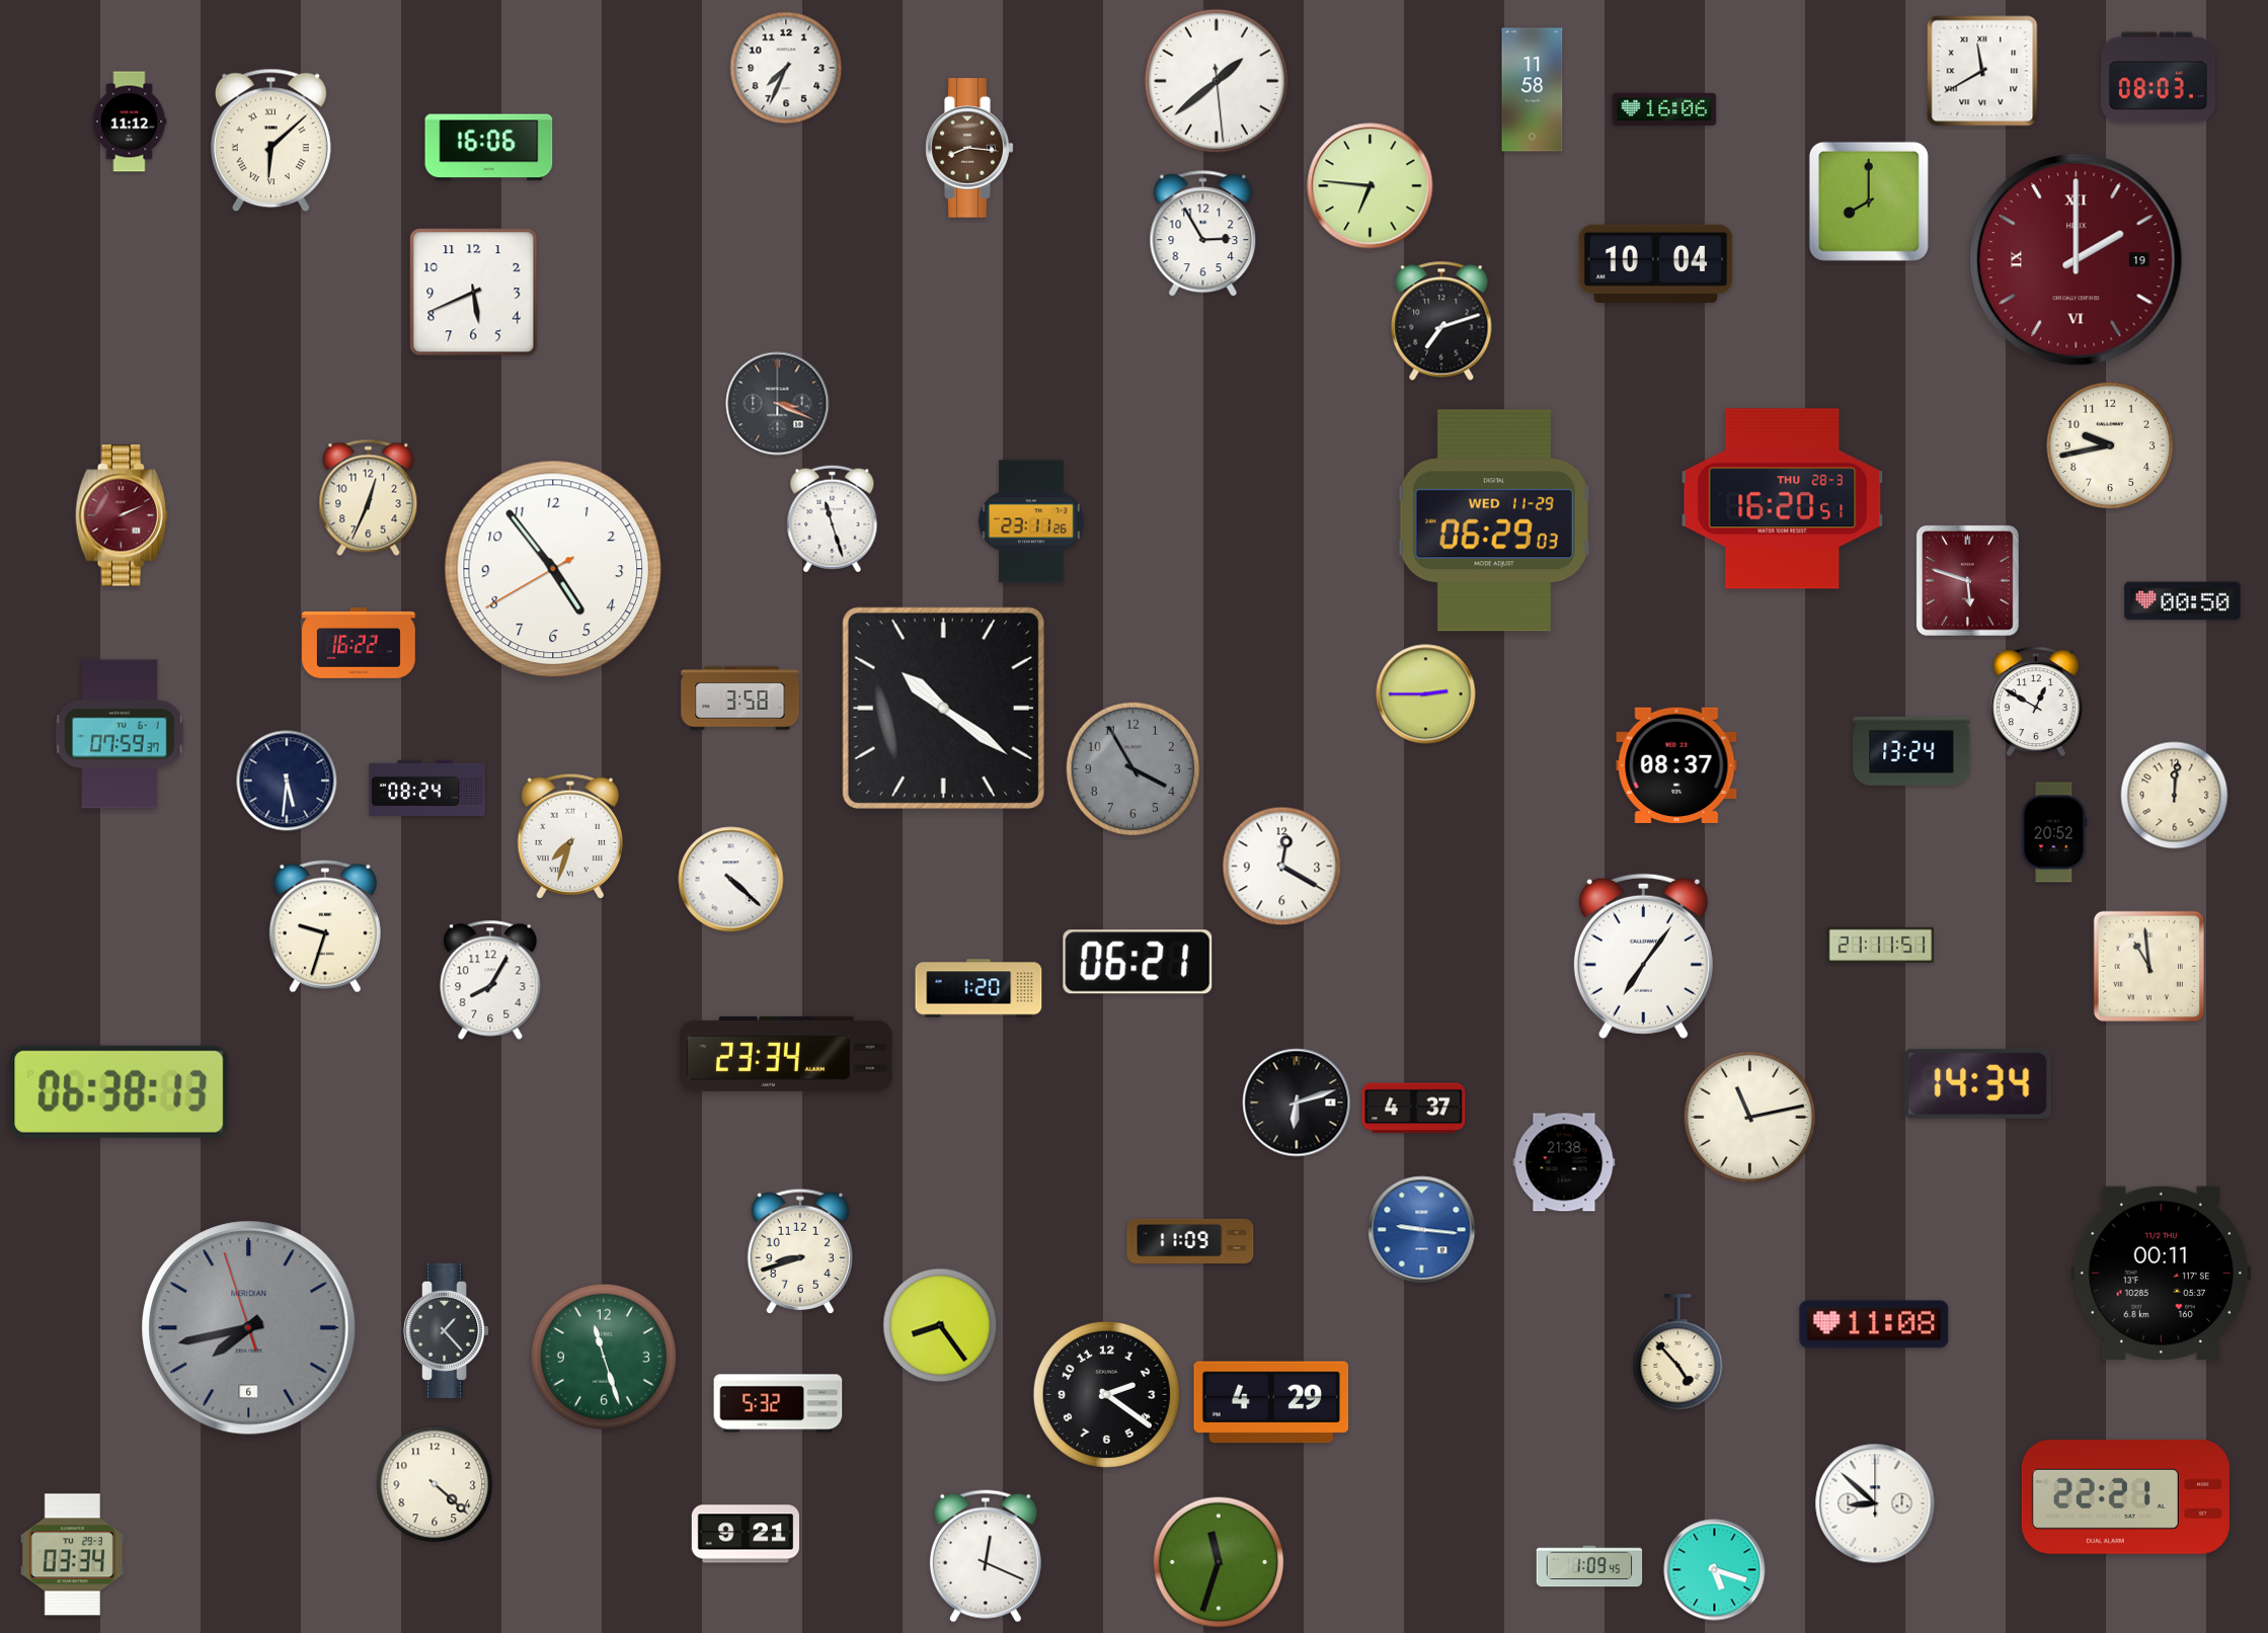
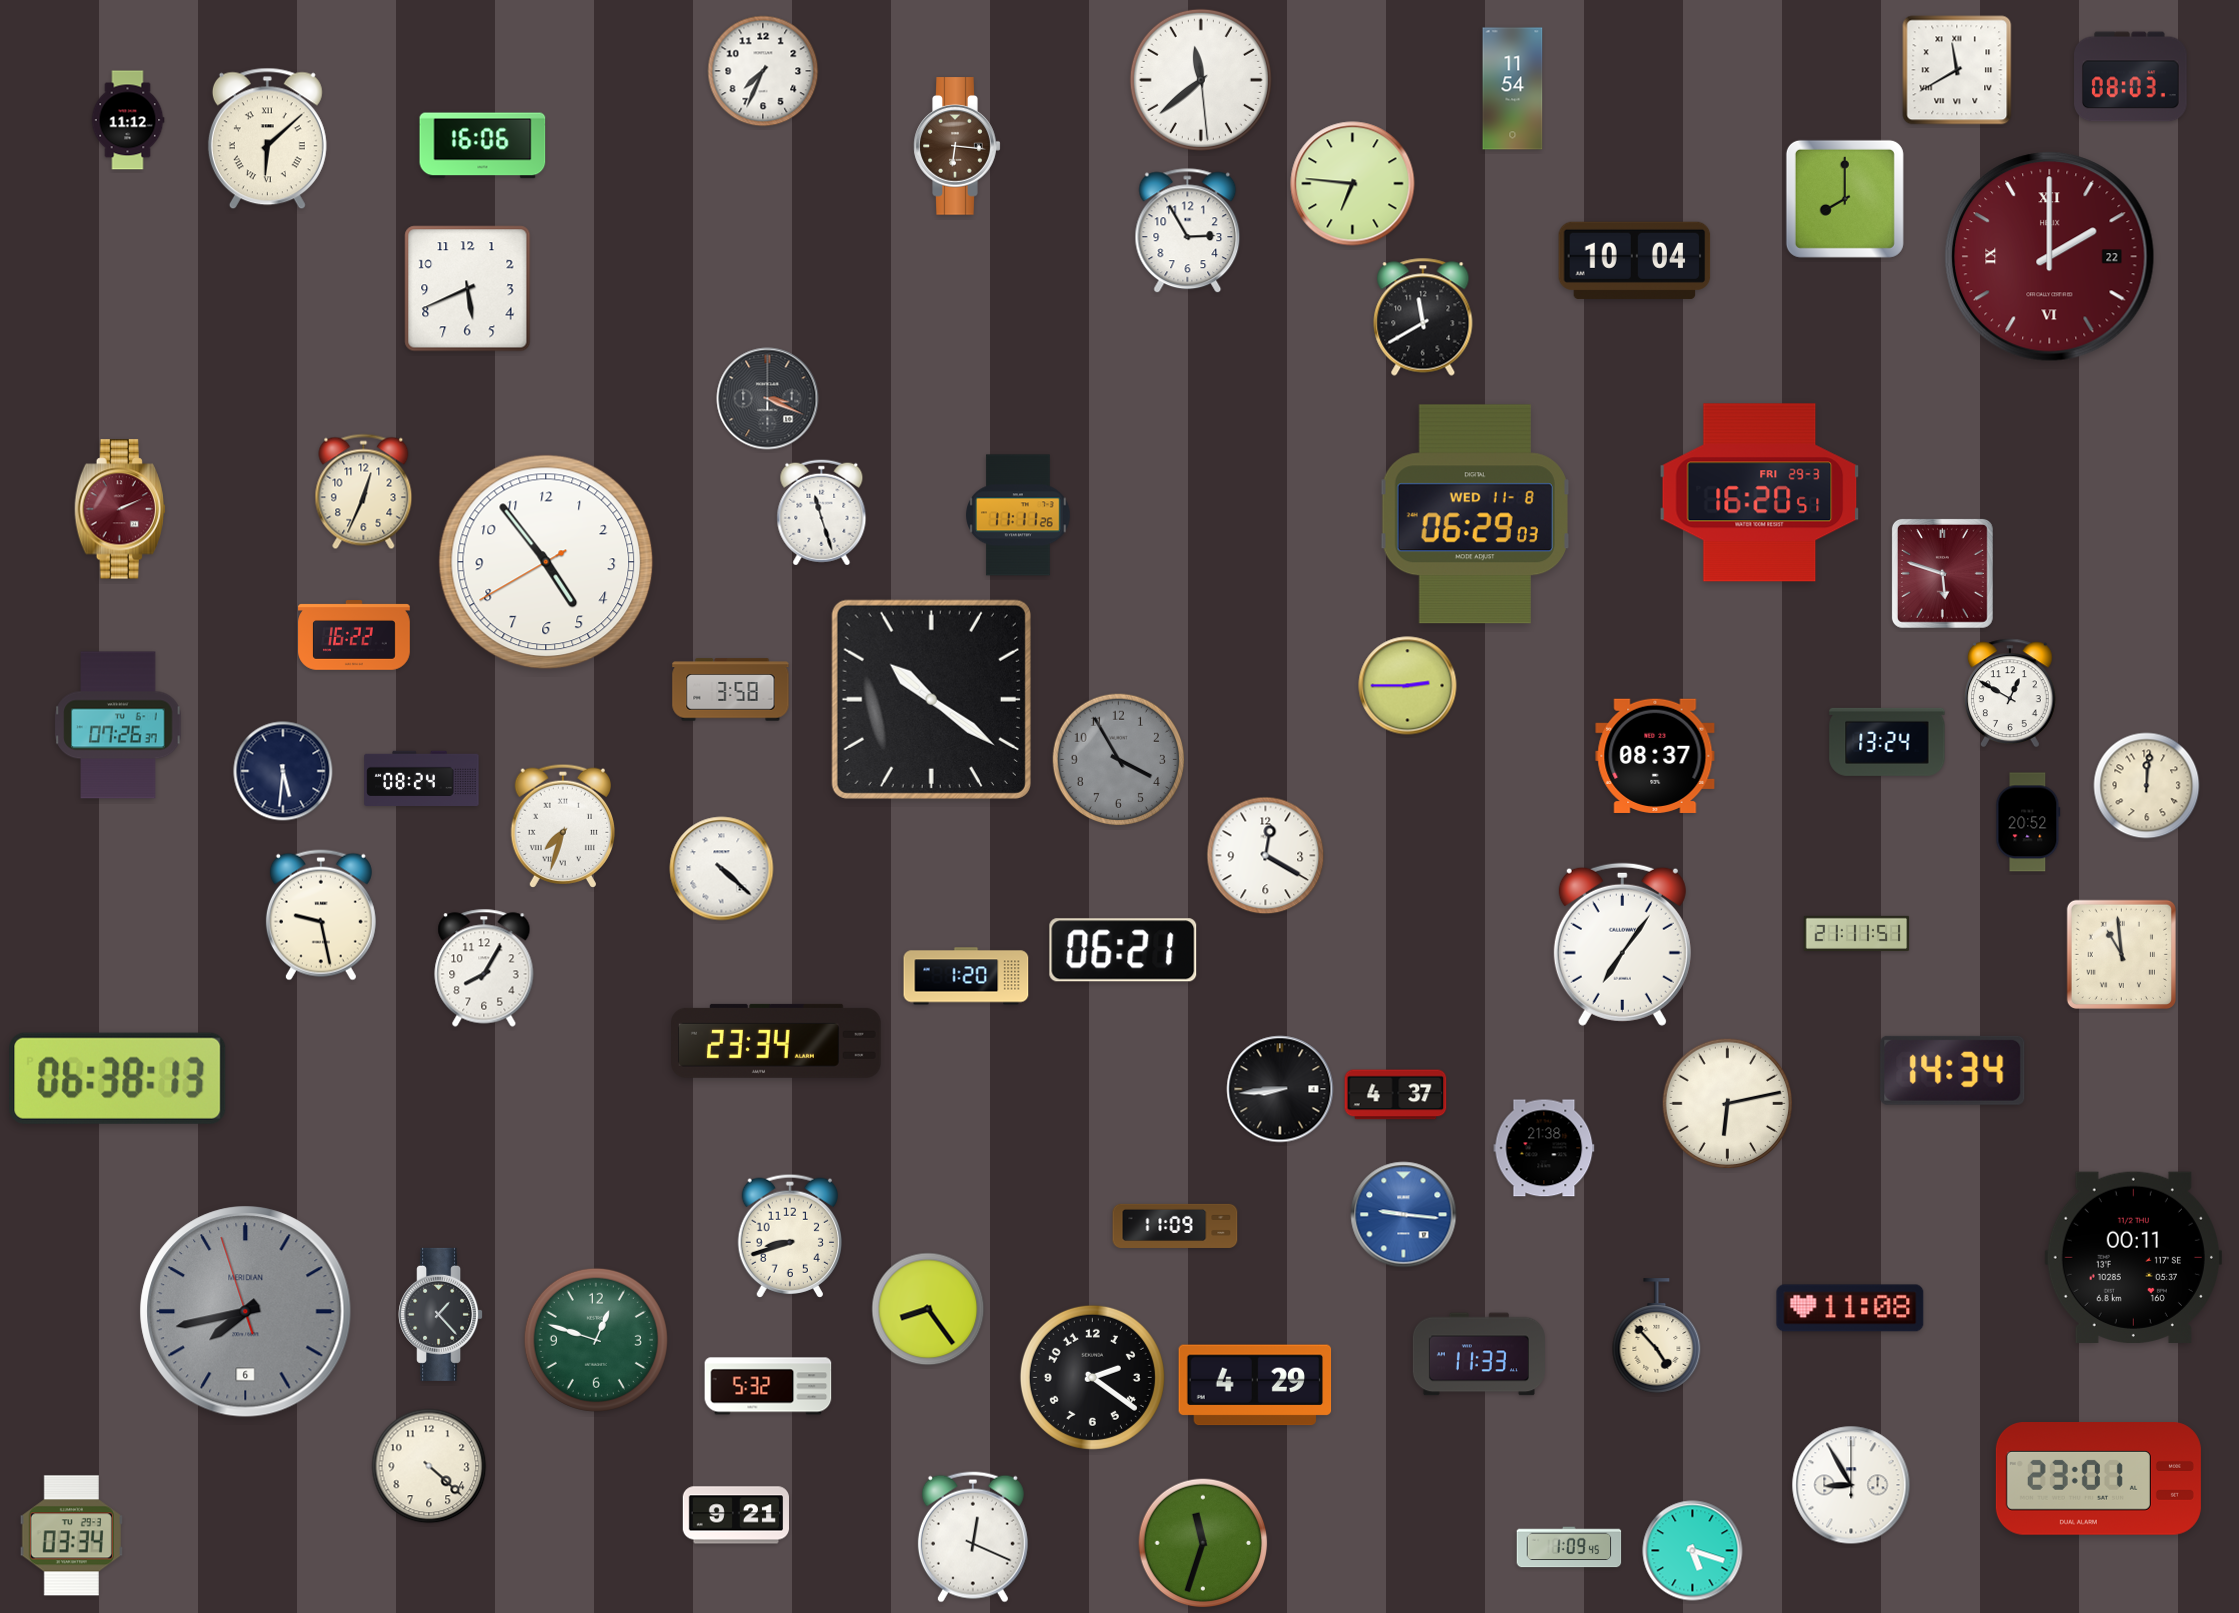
clock at (786, 68) position: (786, 68) -> (763, 71)
clock at (1217, 81): 1:38 -> 11:38
clock at (1533, 90): 11:58 -> 11:54
clock at (1664, 109): 16:06 -> none
clock at (969, 148): 8:16 -> 6:16
clock at (2077, 260) date: 19 -> 22
clock at (1441, 321): 7:12 -> 11:40
clock at (2110, 445): 9:43 -> none
clock at (1783, 499) date: THU 28-3 -> FRI 29-3
clock at (1494, 520) date: WED 11-29 -> WED 11-8
clock at (1032, 521): 23:11 -> 11:11
clock at (2183, 601): 00:50 -> none
clock at (120, 734): 07:59 -> 07:26
clock at (325, 926): 9:33 -> 9:28
clock at (1297, 1103): 6:12 -> 8:44
clock at (1750, 1118): 11:13 -> 6:13
clock at (604, 1357): 11:27 -> 12:48
clock at (1479, 1354): none -> 11:33
clock at (2125, 1497): 22:21 -> 23:01
clock at (1875, 1503): 8:52 -> 8:55
